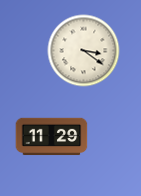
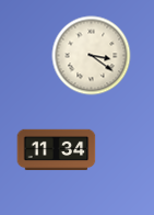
clock at (52, 137): 11:29 -> 11:34
